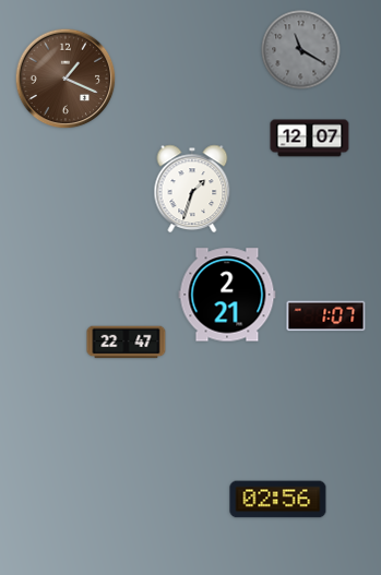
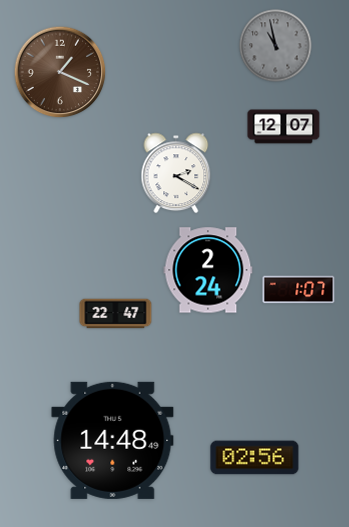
clock at (301, 50): 11:20 -> 10:58
clock at (192, 189): 1:33 -> 2:20
clock at (227, 295): 2:21 -> 2:24
clock at (113, 440): none -> 14:48
